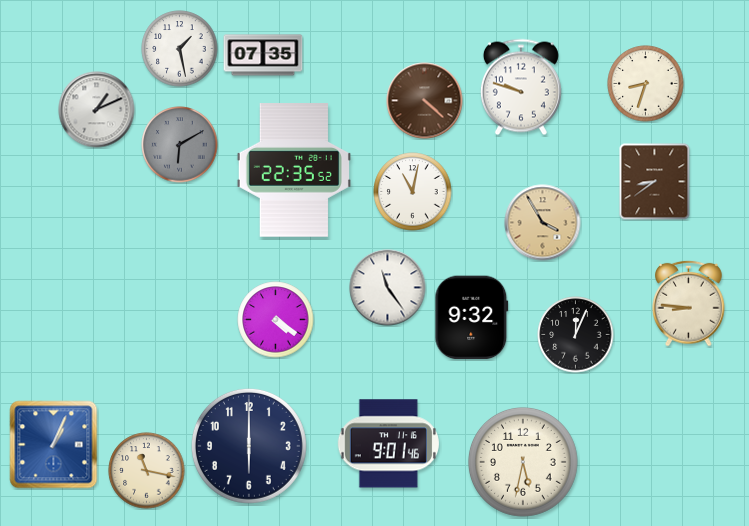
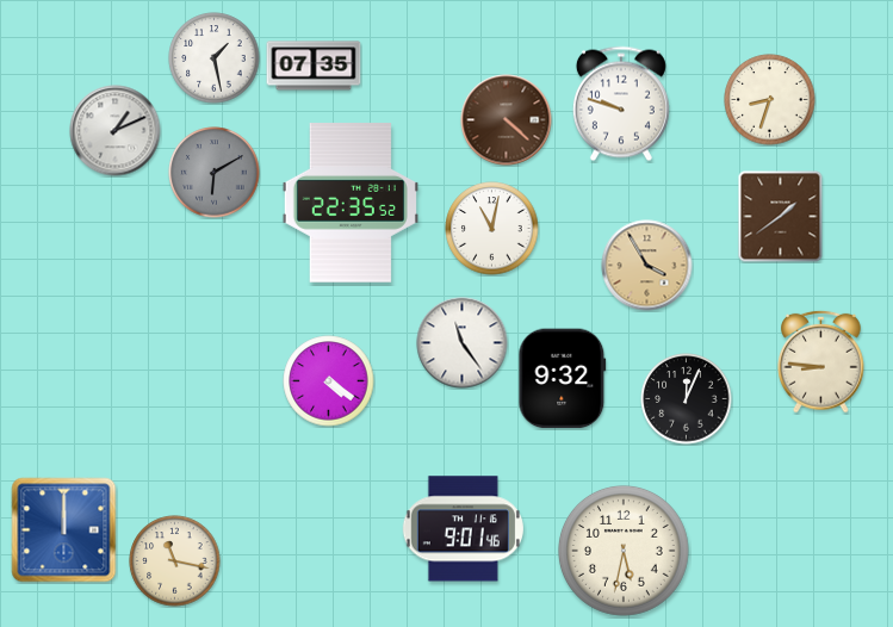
clock at (655, 182): 8:39 -> 1:39
clock at (54, 445): 1:04 -> 12:00
clock at (249, 446): 6:00 -> none
